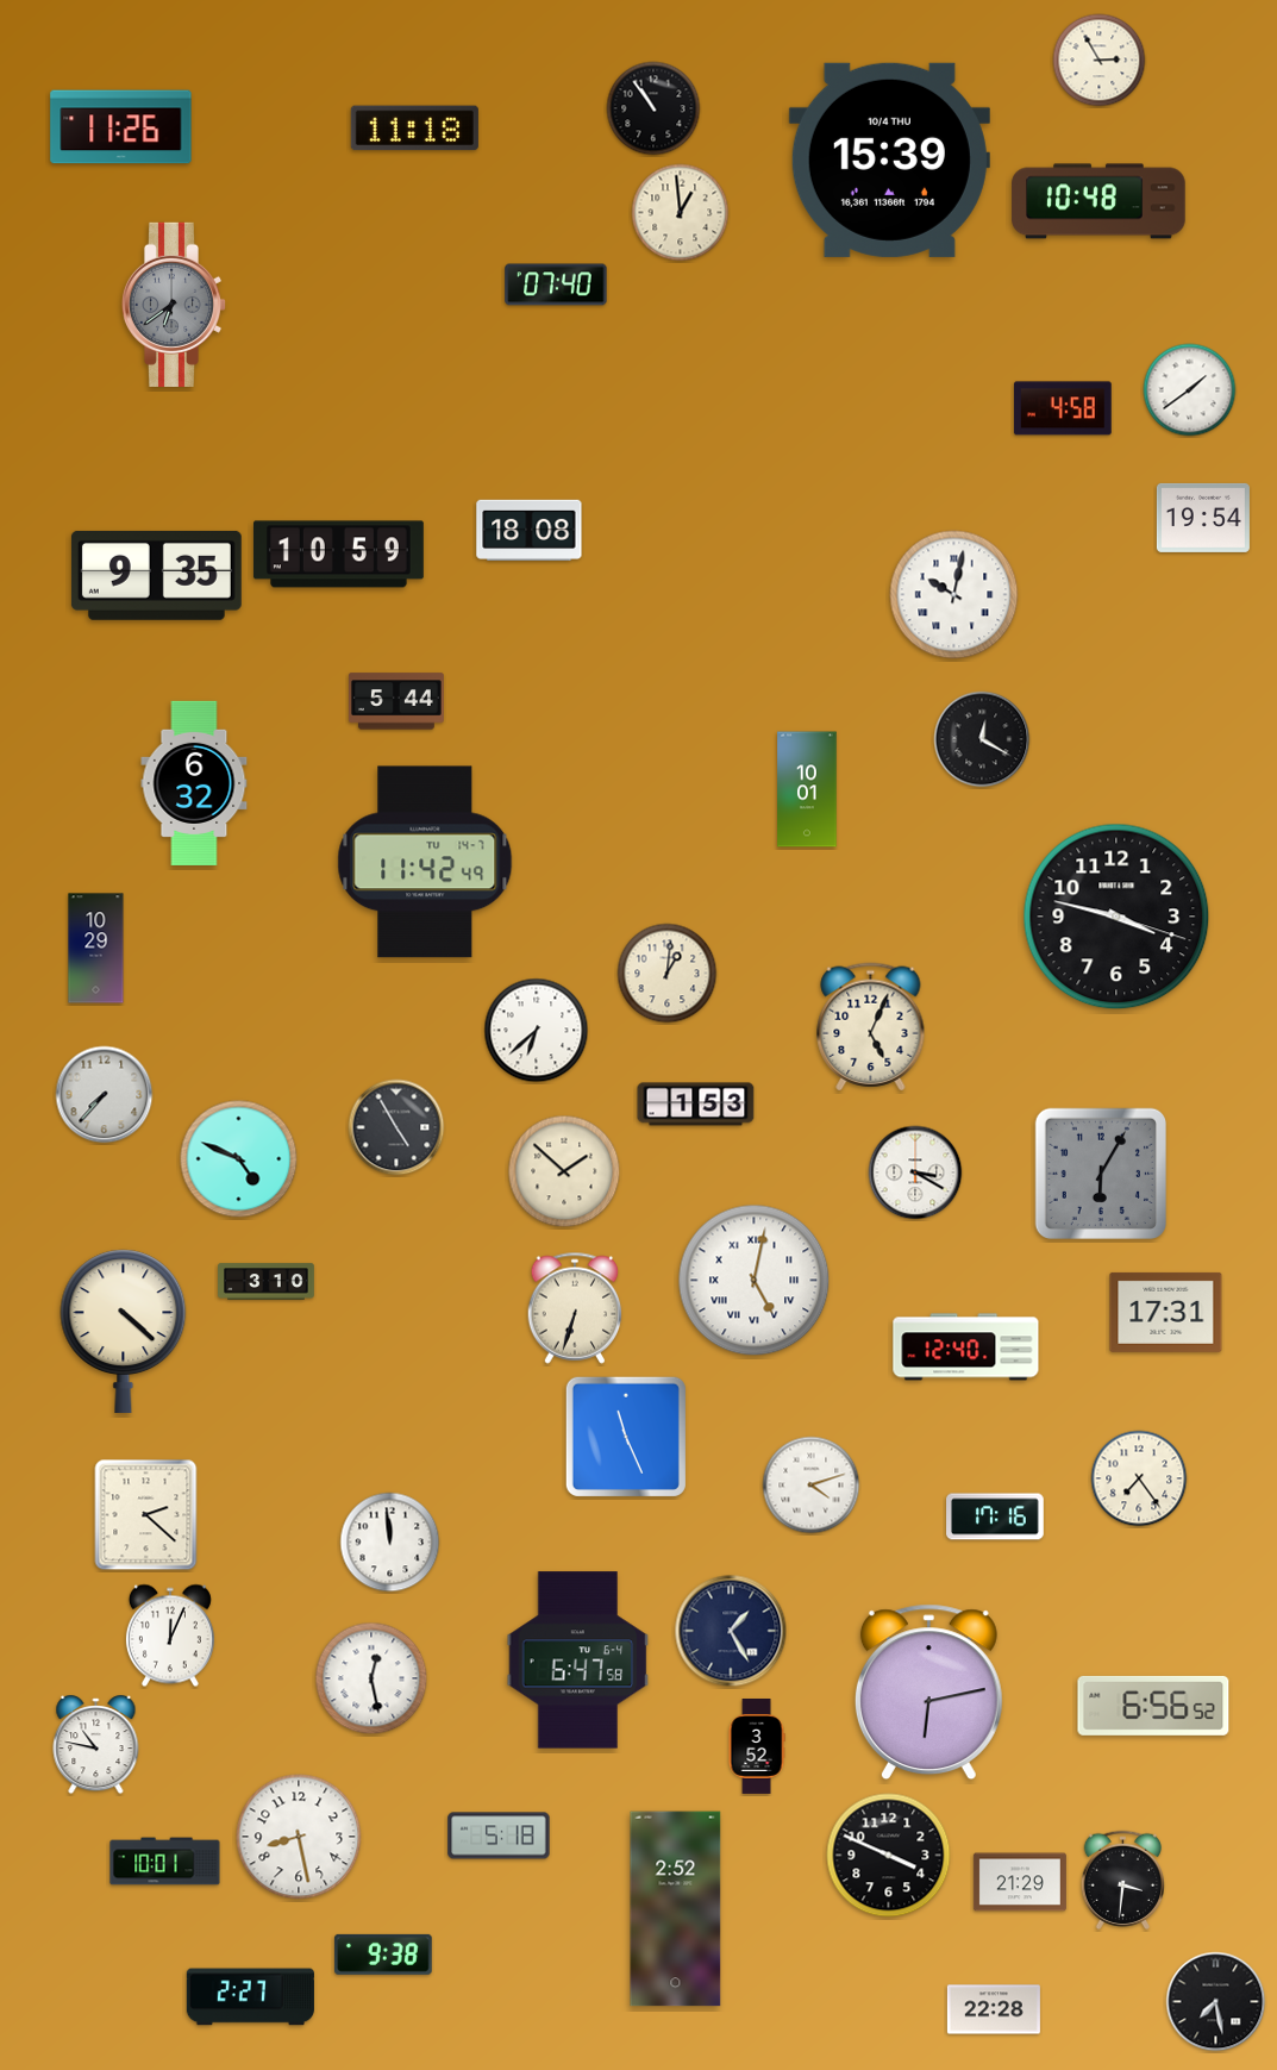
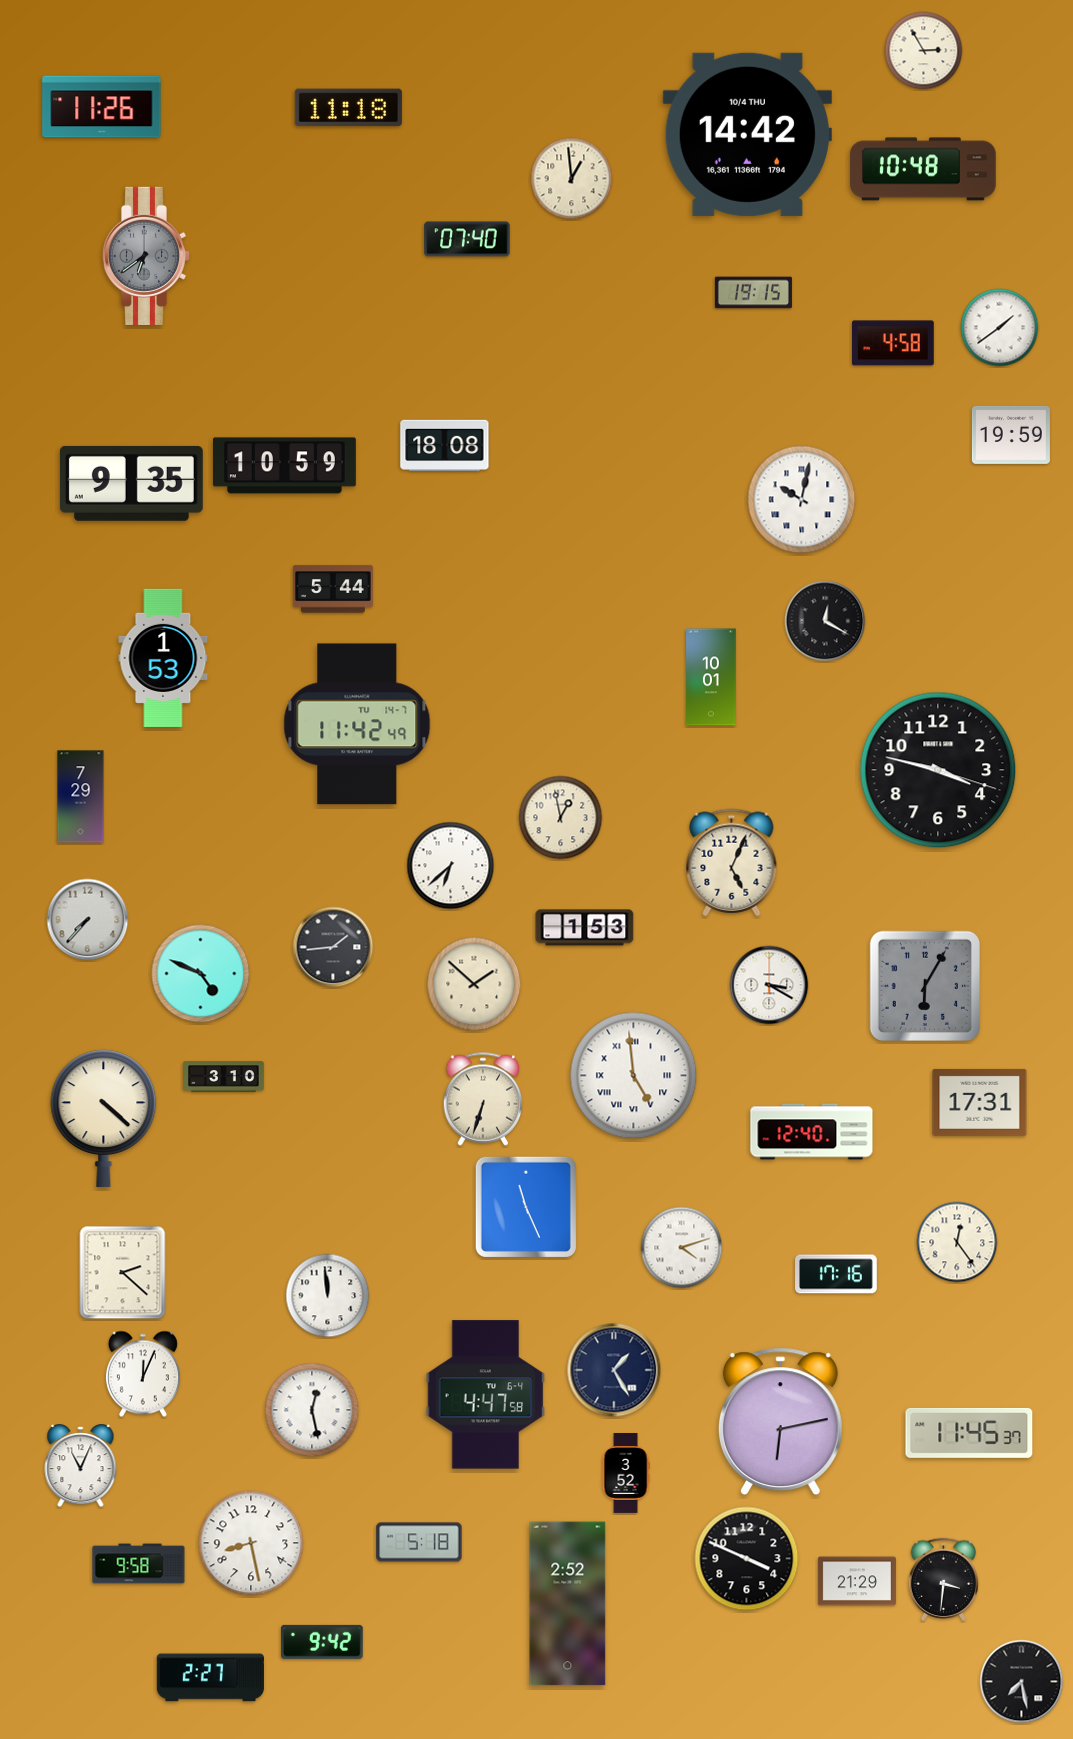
clock at (653, 108): 10:54 -> none
clock at (889, 160): 15:39 -> 14:42
clock at (753, 293): none -> 19:15
clock at (1203, 518): 19:54 -> 19:59
clock at (194, 783): 6:32 -> 1:53
clock at (807, 789) position: (807, 789) -> (711, 677)
clock at (96, 949): 10:29 -> 7:29
clock at (668, 974): 1:01 -> 12:58
clock at (396, 1127): 4:55 -> 1:44
clock at (755, 1281): 5:02 -> 4:59
clock at (1139, 1478): 7:24 -> 12:24
clock at (578, 1661): 6:47 -> 4:47
clock at (1153, 1706): 6:56 -> 11:45
clock at (96, 1746): 10:47 -> 11:04
clock at (757, 1747) position: (757, 1747) -> (626, 1474)
clock at (165, 1862): 10:01 -> 9:58
clock at (383, 1955): 9:38 -> 9:42
clock at (994, 2009): 22:28 -> none
